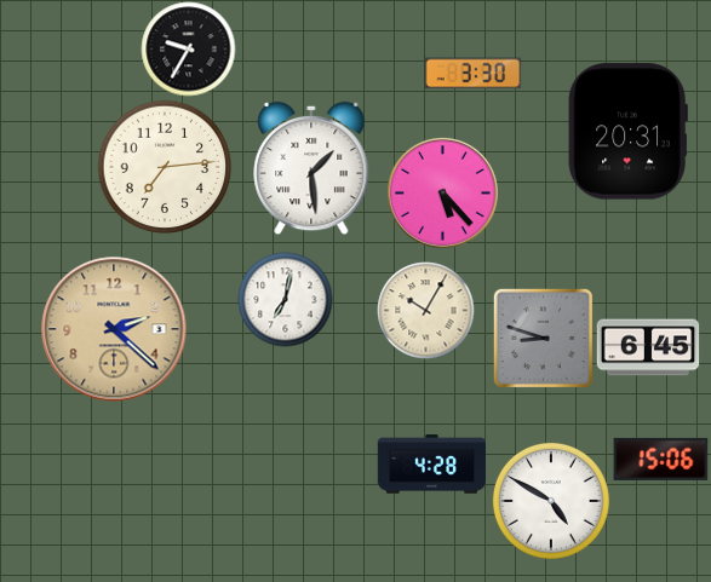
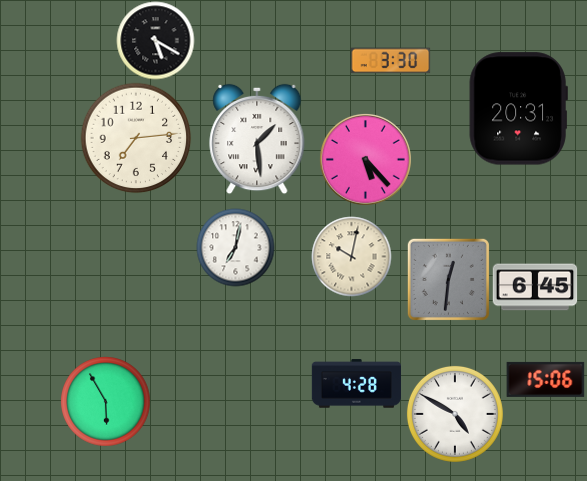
clock at (188, 48): 9:35 -> 5:20
clock at (425, 310): 10:05 -> 10:02
clock at (114, 329): 2:22 -> none
clock at (543, 338): 8:48 -> 12:31
clock at (105, 401): none -> 5:55
